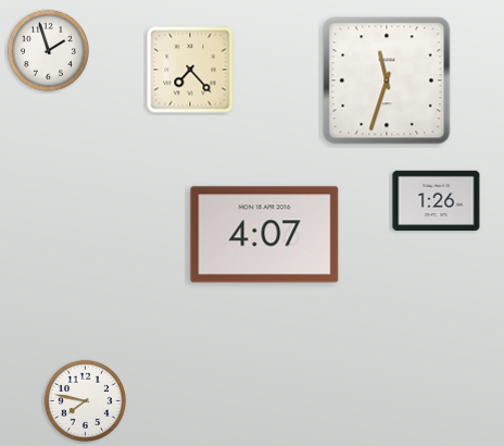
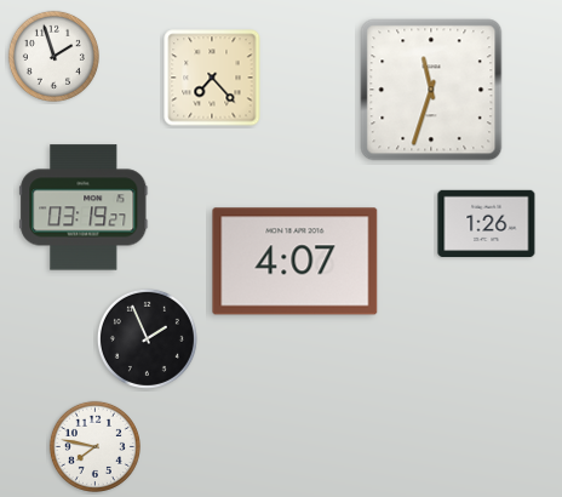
clock at (84, 207): none -> 03:19
clock at (147, 338): none -> 1:56
